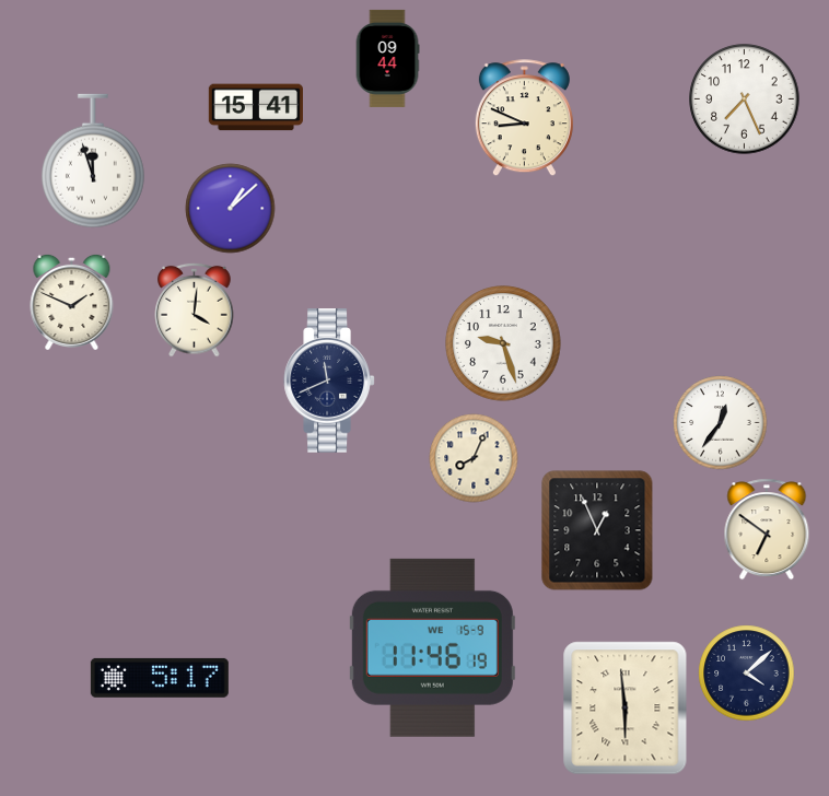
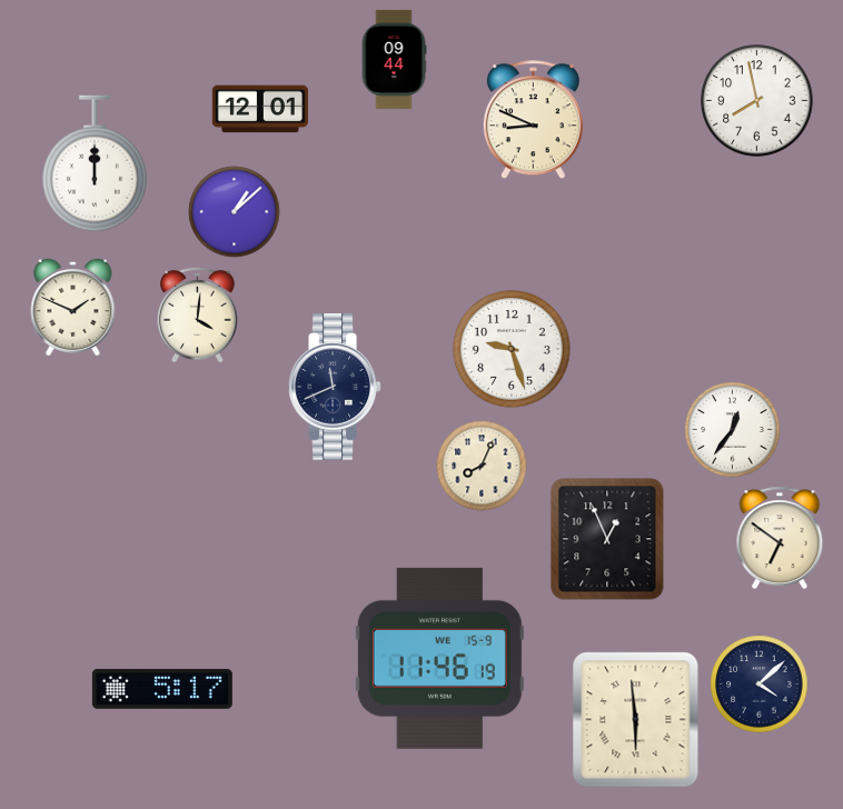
clock at (745, 99): 7:26 -> 7:58
clock at (256, 107): 15:41 -> 12:01
clock at (93, 161): 11:57 -> 12:00
